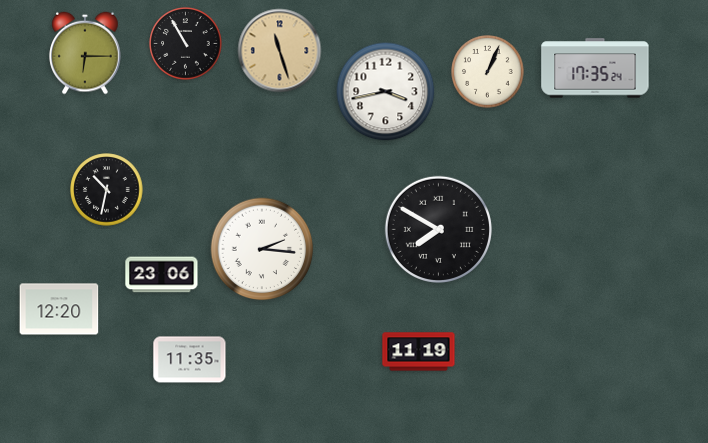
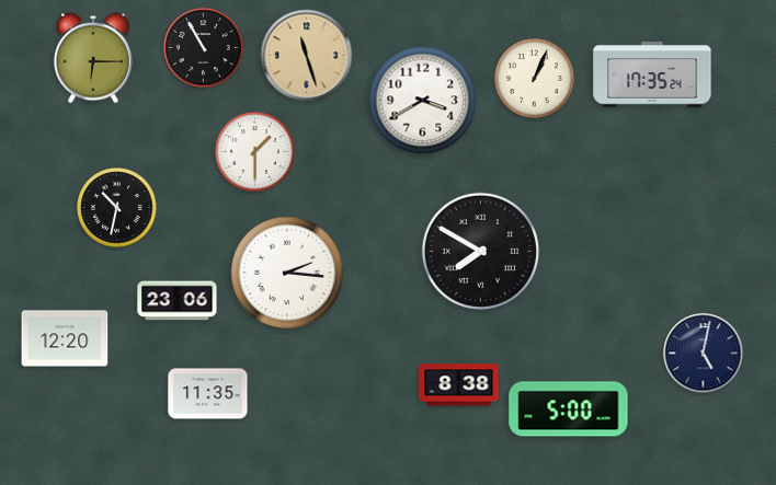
clock at (386, 92): 3:43 -> 3:40
clock at (255, 152): none -> 1:30
clock at (704, 354): none -> 5:02
clock at (419, 352): 11:19 -> 8:38
clock at (569, 409): none -> 5:00
